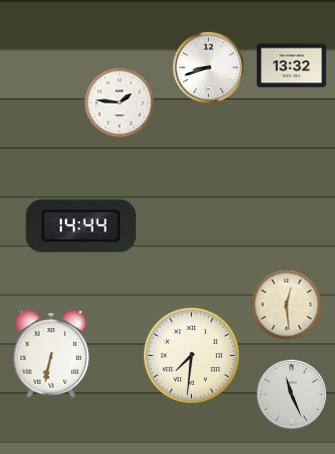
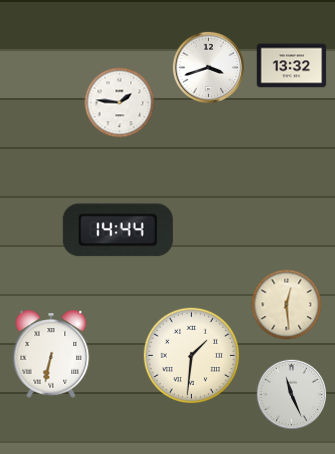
clock at (208, 67): 8:42 -> 3:42
clock at (81, 226) position: (81, 226) -> (118, 230)
clock at (192, 356): 7:31 -> 1:31
